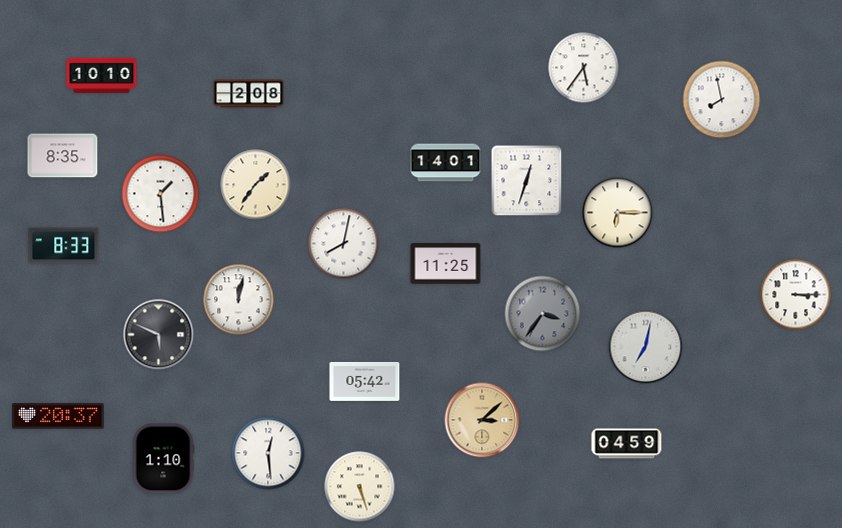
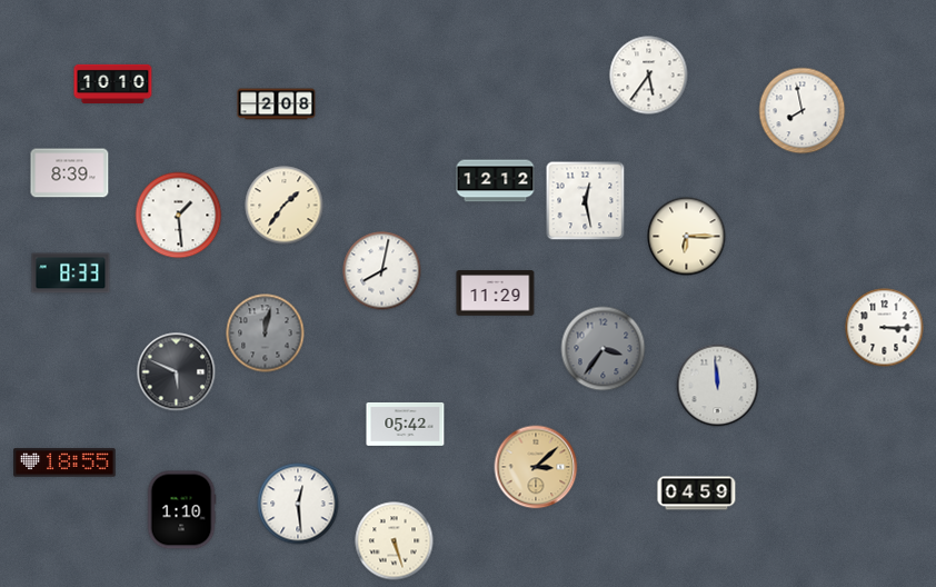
clock at (63, 156): 8:35 -> 8:39
clock at (446, 163): 14:01 -> 12:12
clock at (527, 181): 12:33 -> 12:28
clock at (446, 264): 11:25 -> 11:29
clock at (239, 300) dial: white -> grey
clock at (646, 347): 7:02 -> 11:59
clock at (58, 416): 20:37 -> 18:55
clock at (360, 487) position: (360, 487) -> (395, 541)
